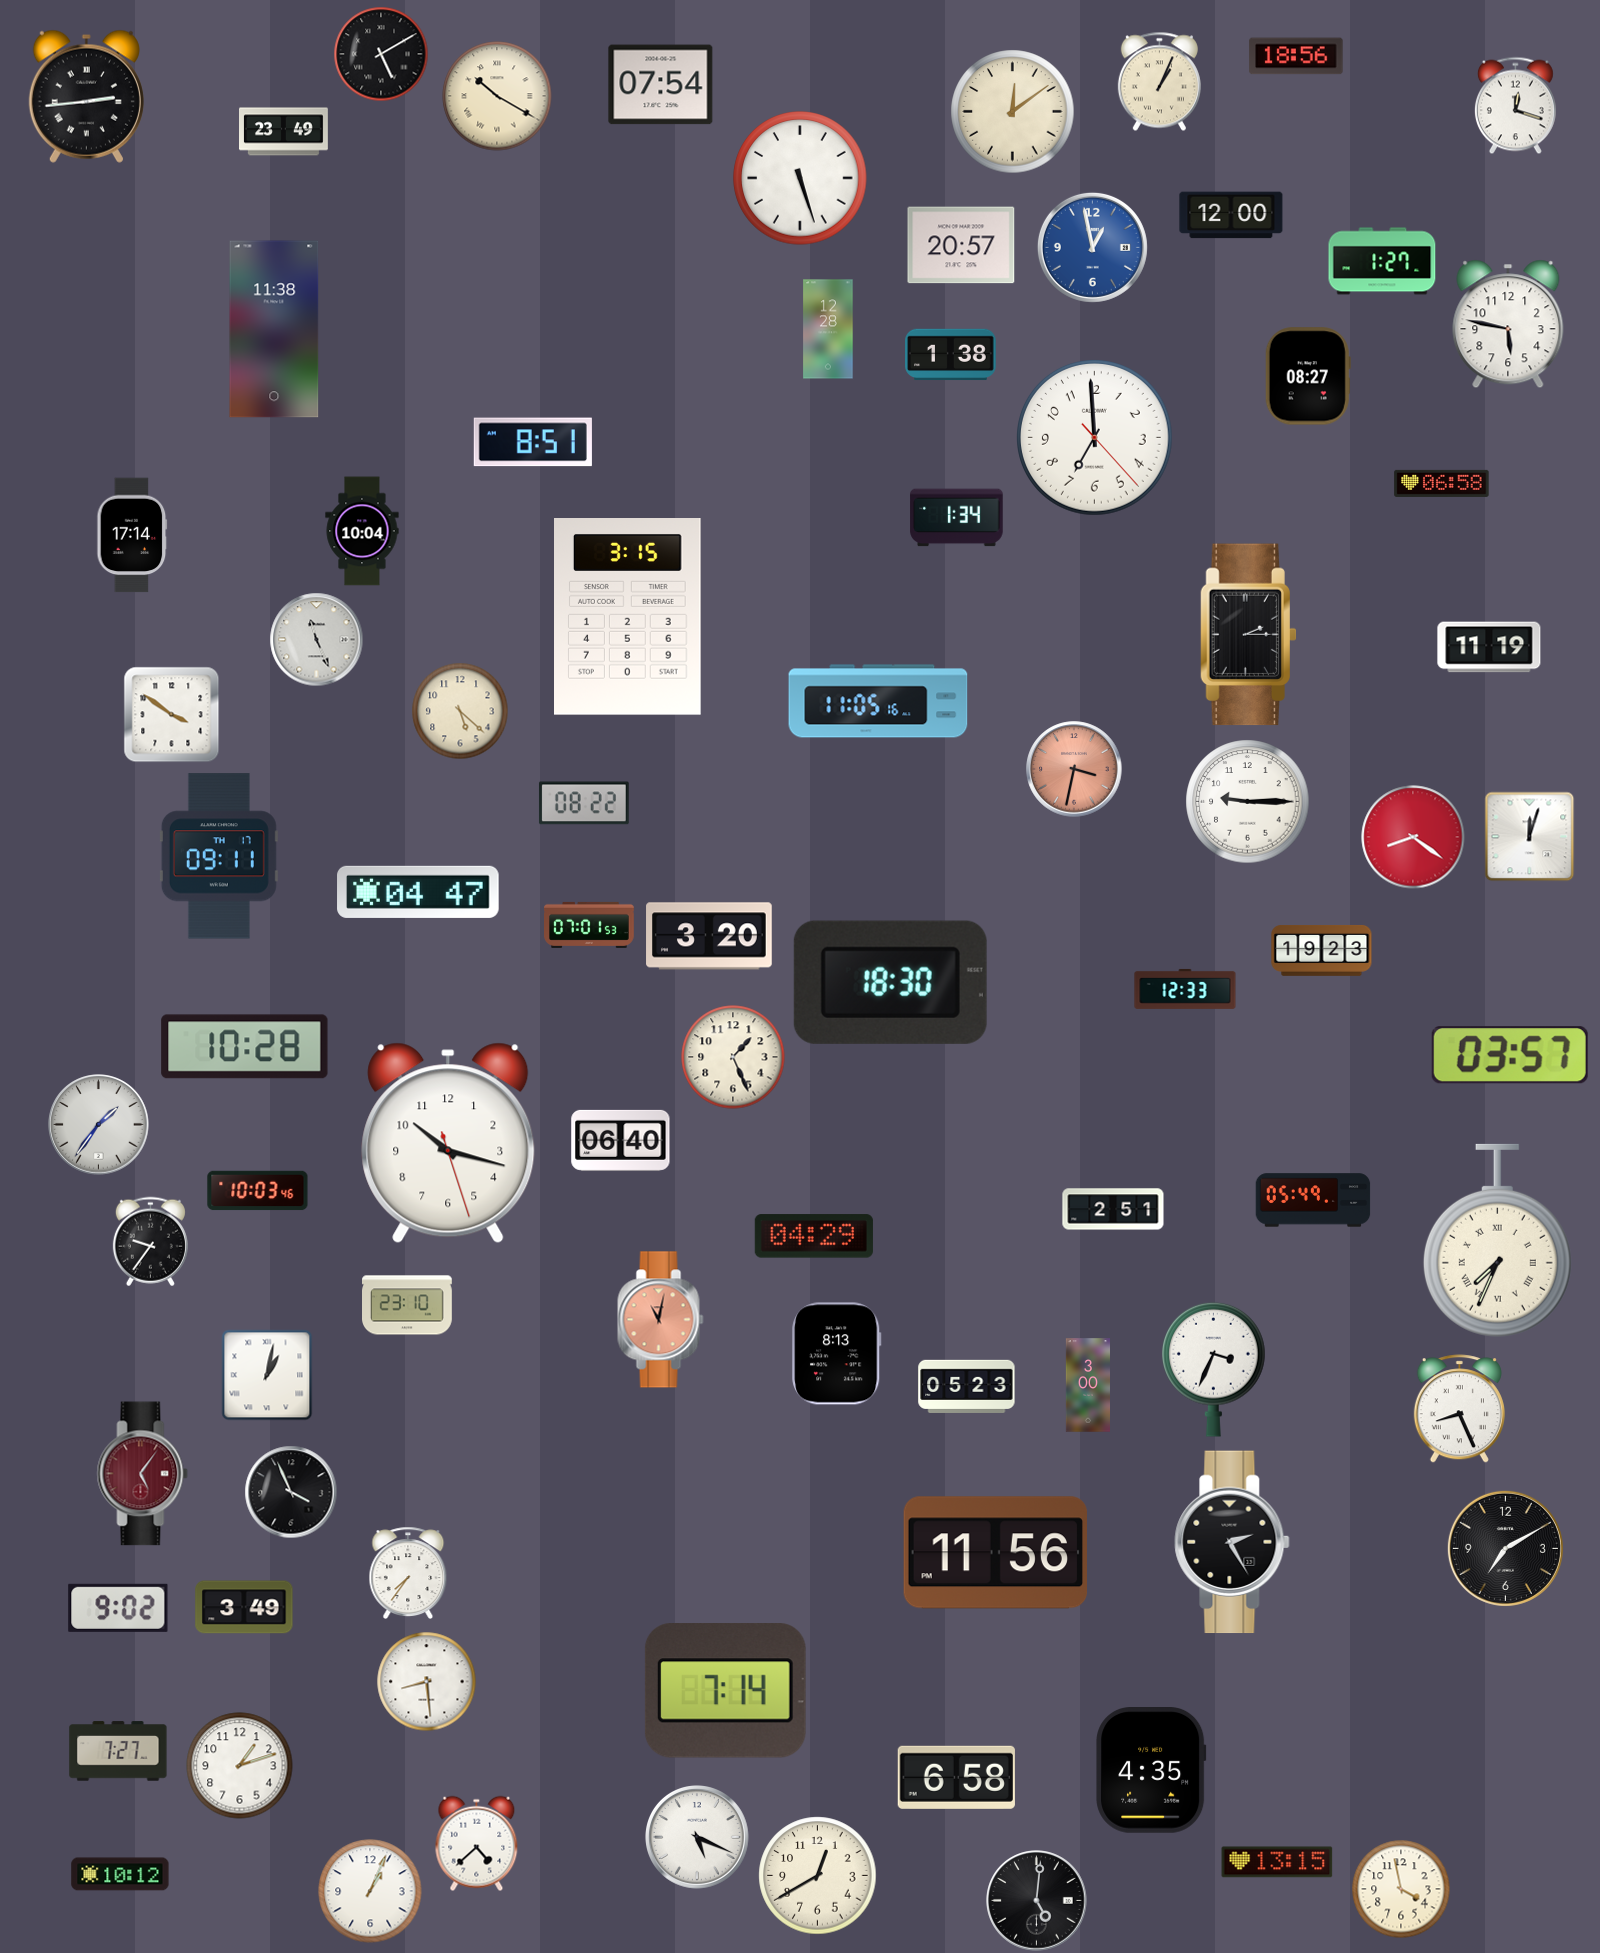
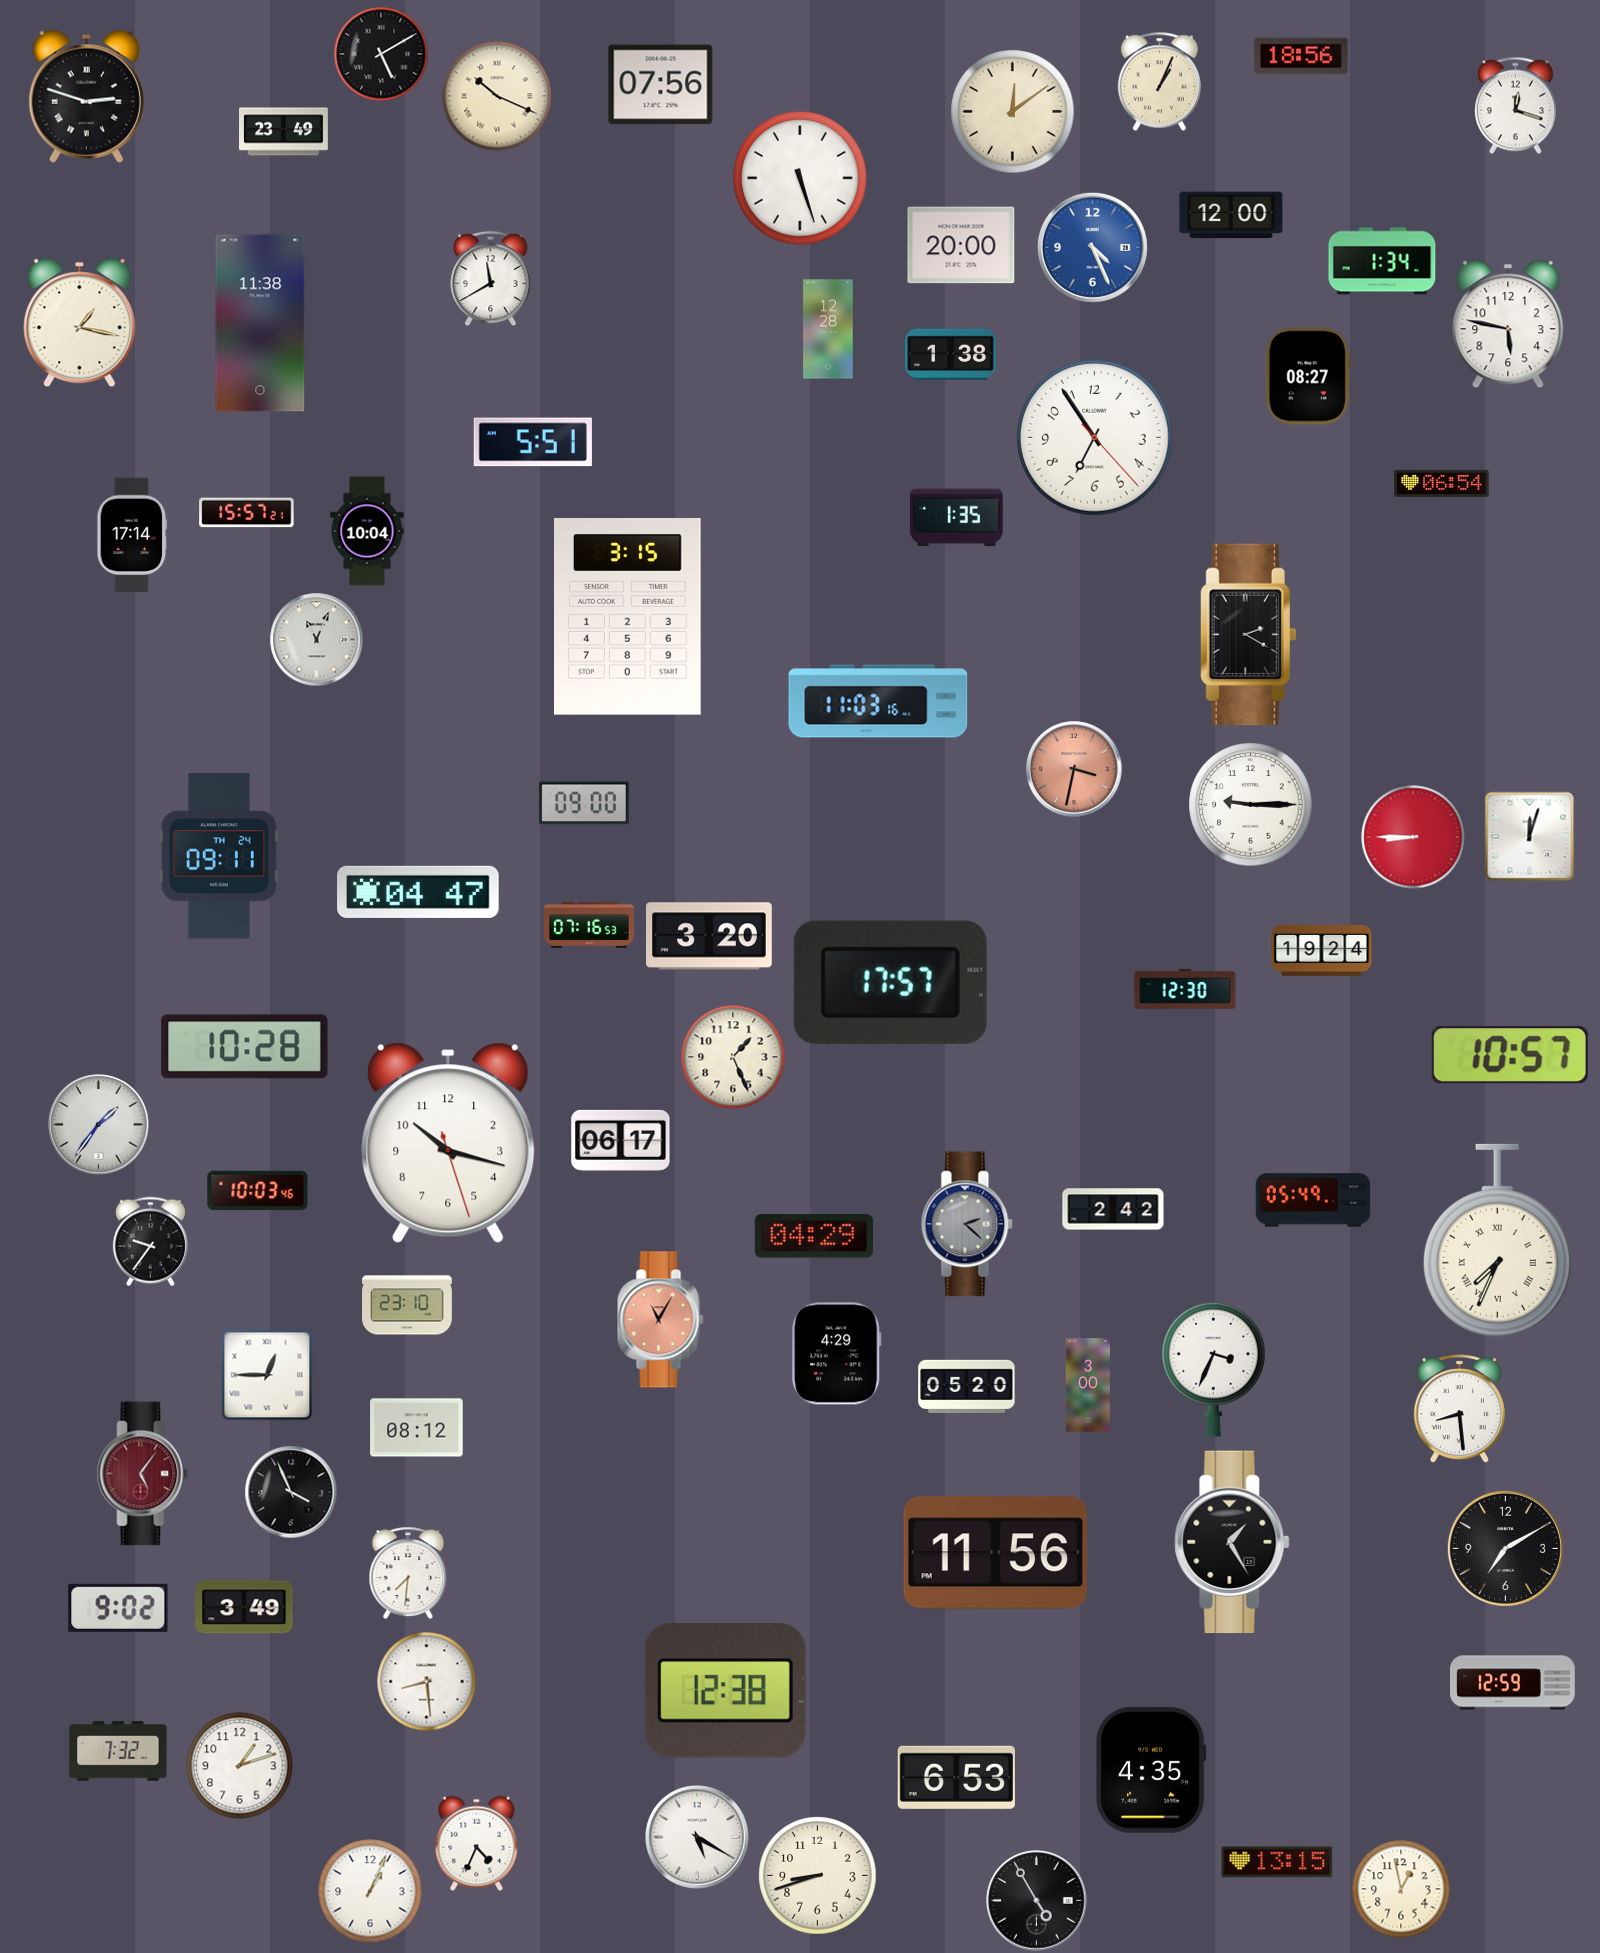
clock at (1296, 56) position: (1296, 56) -> (1301, 56)
clock at (661, 85): 07:54 -> 07:56
clock at (86, 96): 2:44 -> 2:48
clock at (497, 96): 10:20 -> 10:19
clock at (961, 245): 20:57 -> 20:00
clock at (1092, 247): 12:58 -> 4:26
clock at (1382, 261): 1:27 -> 1:34
clock at (491, 279): none -> 11:40
clock at (80, 323): none -> 1:17
clock at (274, 329) position: (274, 329) -> (260, 323)
clock at (1095, 438): 6:59 -> 6:54
clock at (533, 442): 8:51 -> 5:51
clock at (1442, 483): 06:58 -> 06:54
clock at (247, 513): none -> 15:57
clock at (957, 518): 1:34 -> 1:35
clock at (362, 531) position: (362, 531) -> (367, 531)
clock at (1248, 635): 2:15 -> 2:20
clock at (317, 640): 11:26 -> 11:04
clock at (1489, 647): 11:19 -> none
clock at (878, 701): 11:05 -> 11:03
clock at (460, 711): 5:22 -> none
clock at (172, 715): 3:51 -> none
clock at (1248, 802) position: (1248, 802) -> (1251, 805)
clock at (584, 803): 08:22 -> 09:00
clock at (1413, 837): 8:21 -> 8:45
clock at (219, 856) date: TH 17 -> TH 24
clock at (590, 925): 07:01 -> 07:16
clock at (1322, 950): 19:23 -> 19:24
clock at (890, 982): 18:30 -> 17:57
clock at (1185, 989): 12:33 -> 12:30
clock at (1510, 1055): 03:57 -> 10:57
clock at (621, 1140): 06:40 -> 06:17
clock at (1113, 1209): 2:51 -> 2:42
clock at (967, 1224): none -> 2:22
clock at (661, 1320): 11:02 -> 11:05
clock at (837, 1354): 8:13 -> 4:29
clock at (267, 1375): 1:02 -> 12:45
clock at (967, 1386): 05:23 -> 05:20
clock at (1459, 1409): 8:26 -> 8:29
clock at (417, 1428): none -> 08:12
clock at (1232, 1542): 2:25 -> 1:25
clock at (408, 1572): 7:36 -> 7:31
clock at (1513, 1683): none -> 12:59
clock at (725, 1691): 7:14 -> 12:38
clock at (118, 1751): 7:27 -> 7:32
clock at (956, 1777): 6:58 -> 6:53
clock at (698, 1838): 5:19 -> 5:20
clock at (477, 1844): 4:38 -> 4:34
clock at (120, 1874): 10:12 -> none
clock at (818, 1876): 12:40 -> 8:42
clock at (1401, 1889): 3:58 -> 12:58
clock at (1037, 1901): 5:01 -> 4:55
